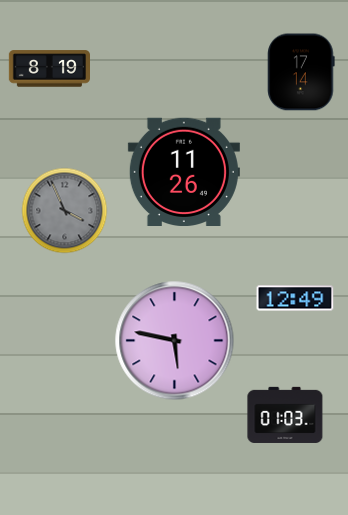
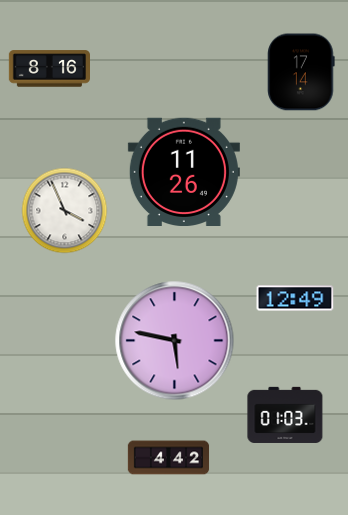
clock at (49, 69): 8:19 -> 8:16
clock at (65, 211) dial: grey -> white
clock at (169, 458): none -> 4:42
